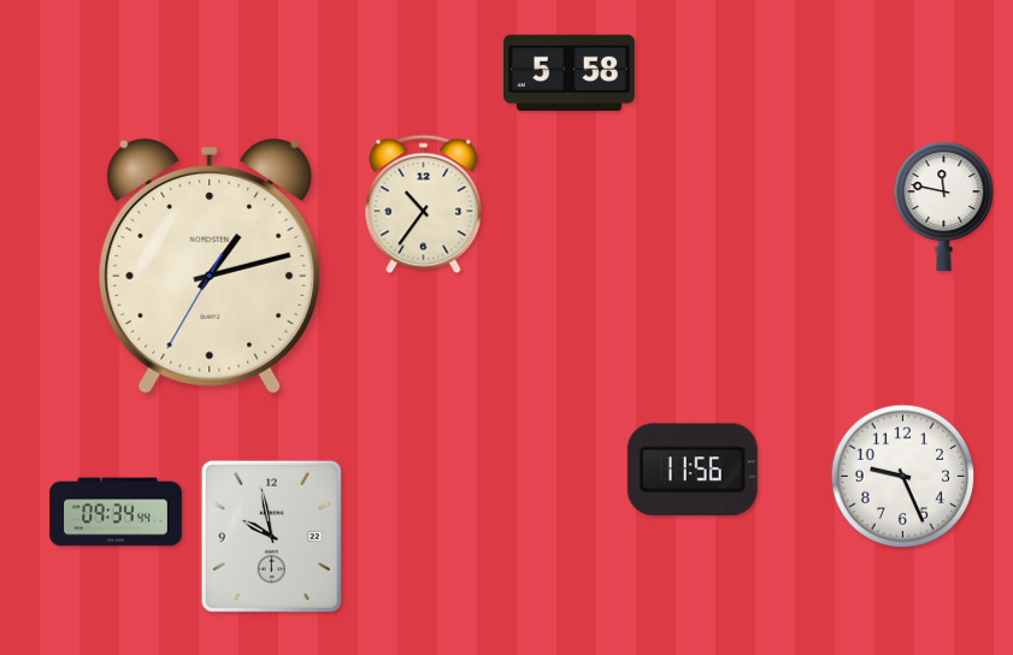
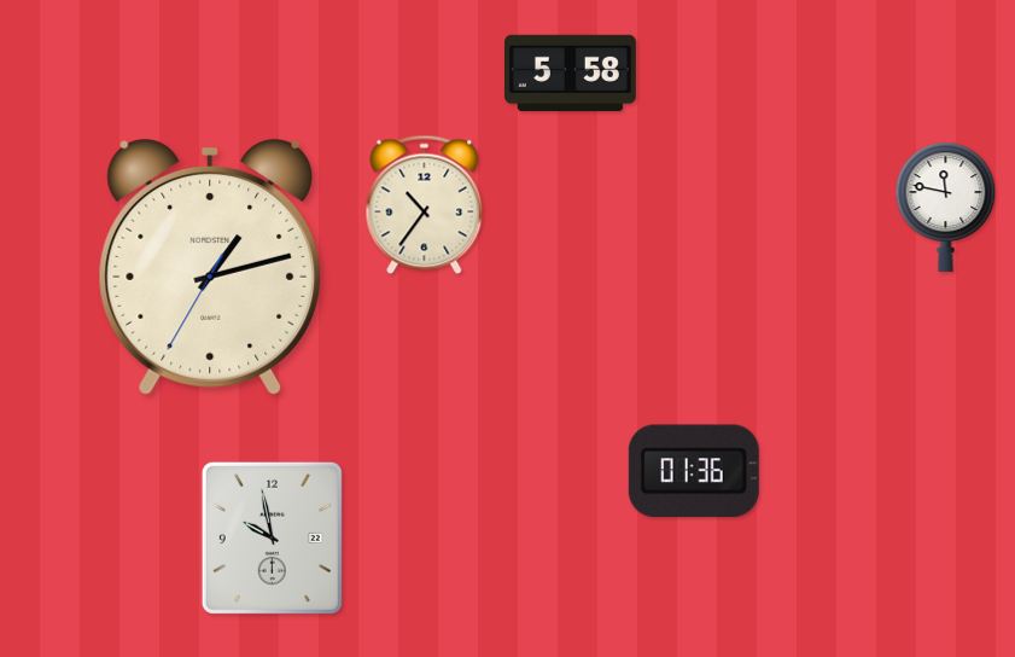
clock at (693, 470): 11:56 -> 01:36
clock at (903, 477): 9:26 -> none
clock at (116, 512): 09:34 -> none
